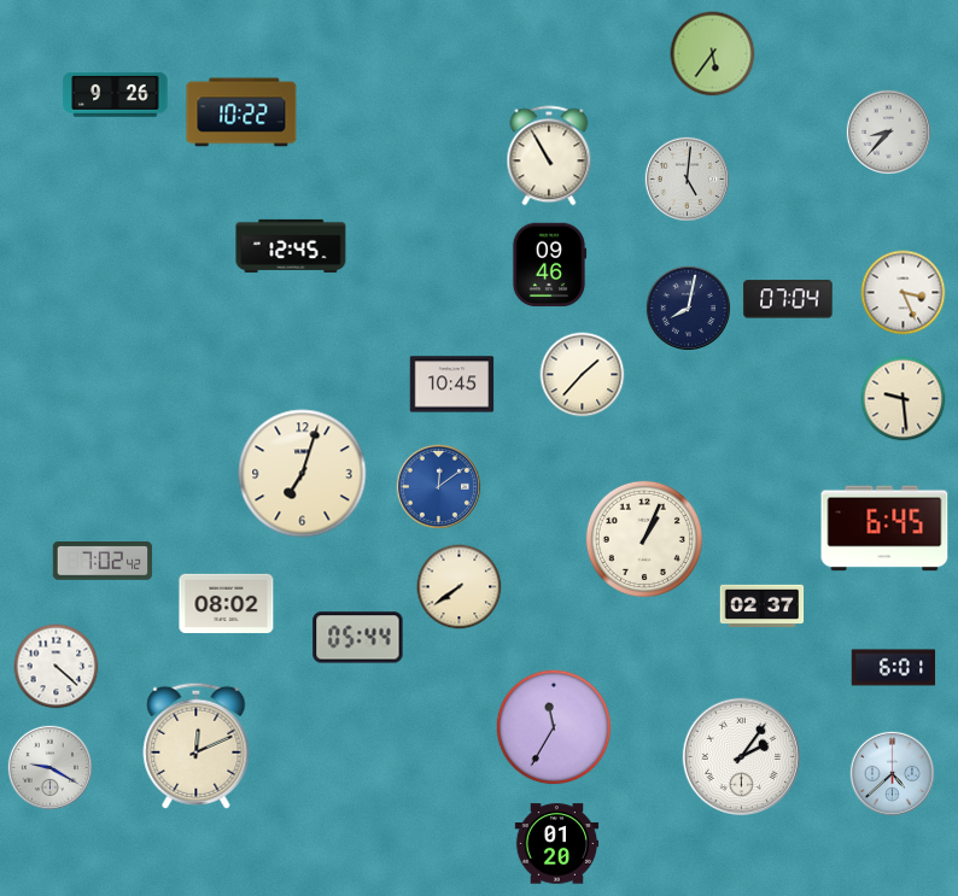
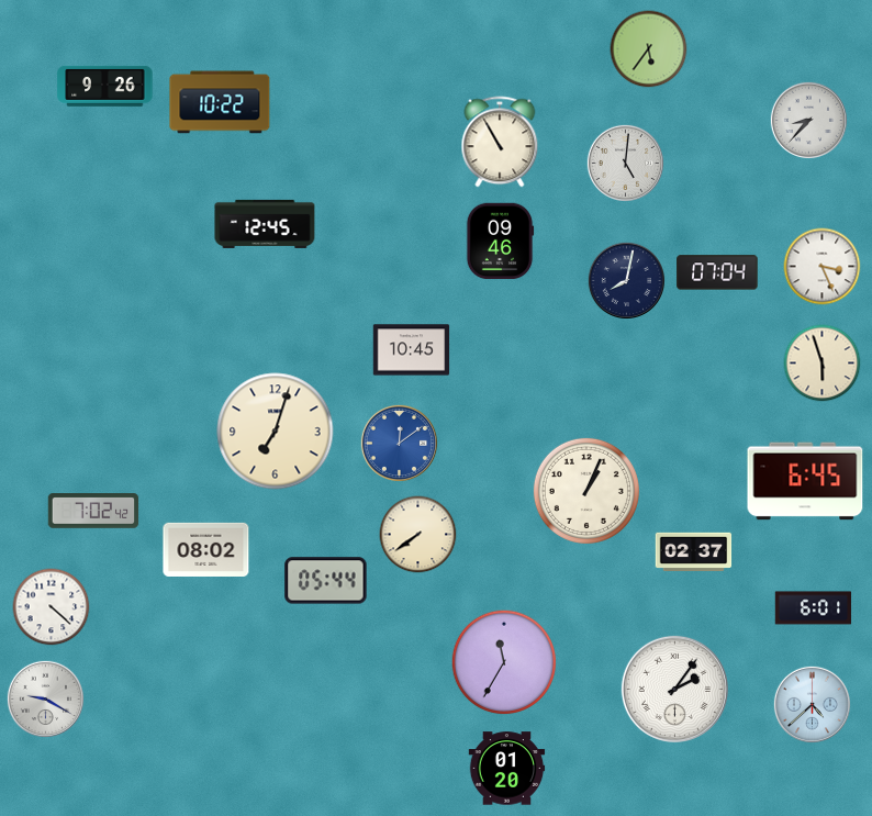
clock at (583, 375): 1:37 -> none
clock at (904, 399): 9:29 -> 5:57
clock at (197, 745): 12:11 -> none
